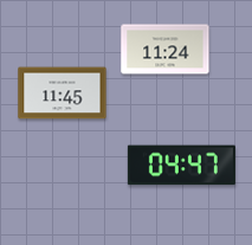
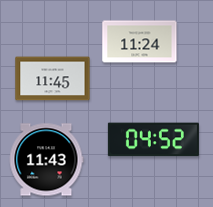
clock at (181, 166): 04:47 -> 04:52
clock at (46, 160): none -> 11:43
